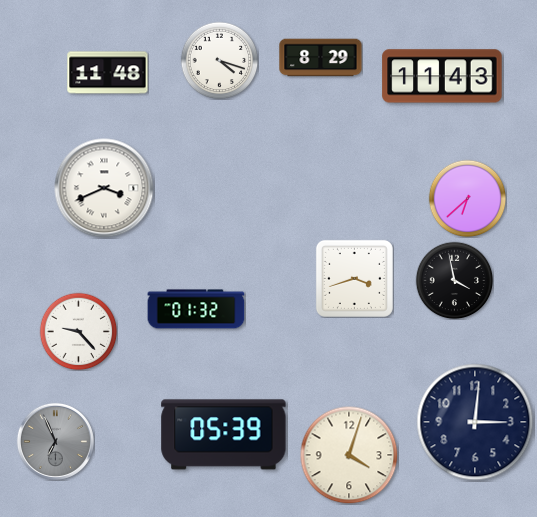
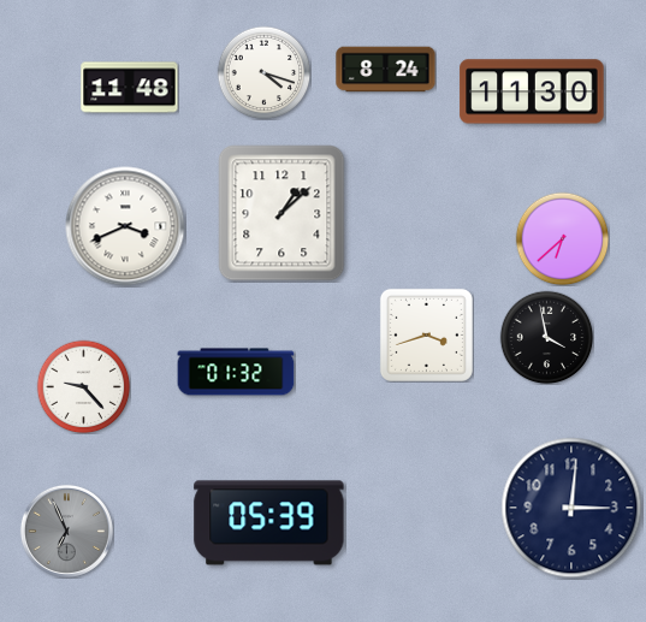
clock at (321, 58): 8:29 -> 8:24
clock at (442, 76): 11:43 -> 11:30
clock at (281, 213): none -> 1:08
clock at (78, 331) position: (78, 331) -> (83, 386)
clock at (349, 455): 4:03 -> none
